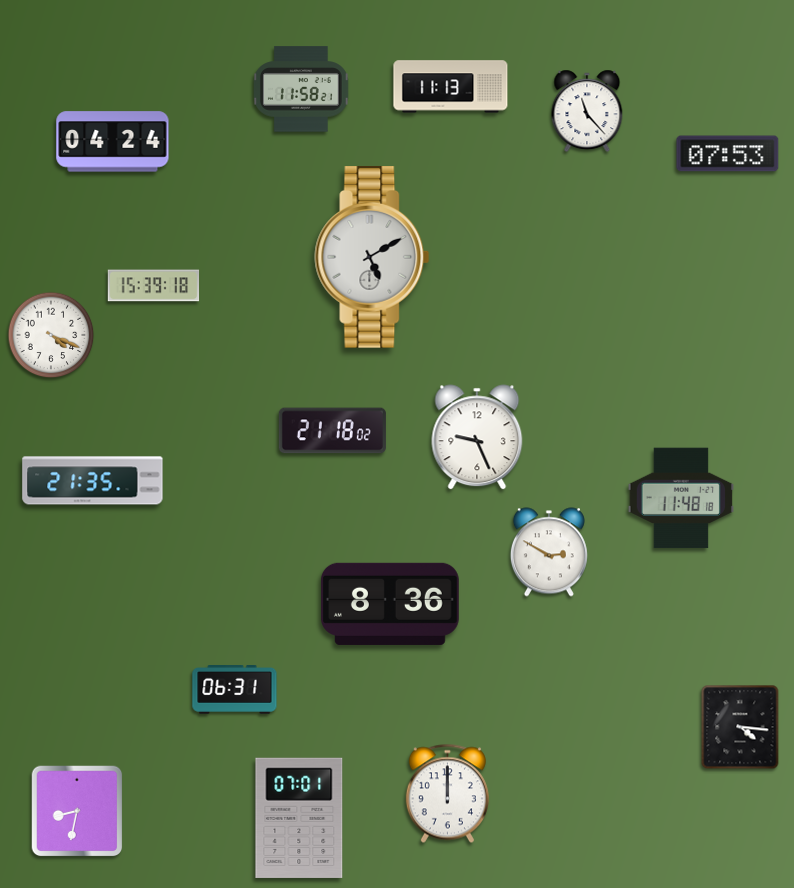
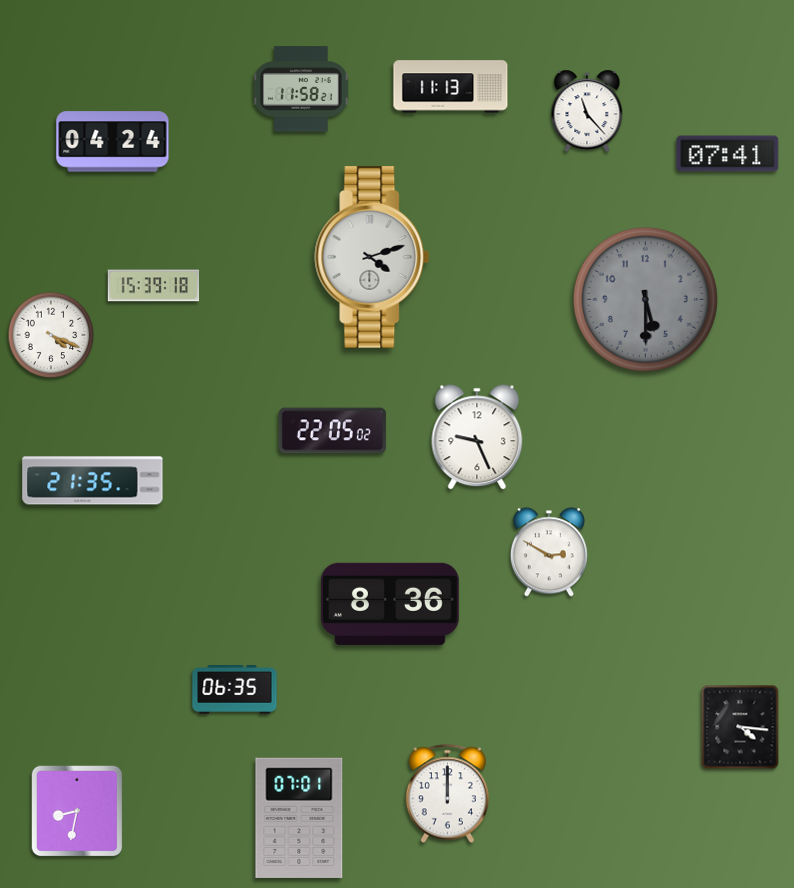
clock at (728, 154): 07:53 -> 07:41
clock at (372, 258): 5:10 -> 4:12
clock at (645, 299): none -> 5:30
clock at (332, 431): 21:18 -> 22:05
clock at (681, 498): 11:48 -> none
clock at (235, 690): 06:31 -> 06:35
